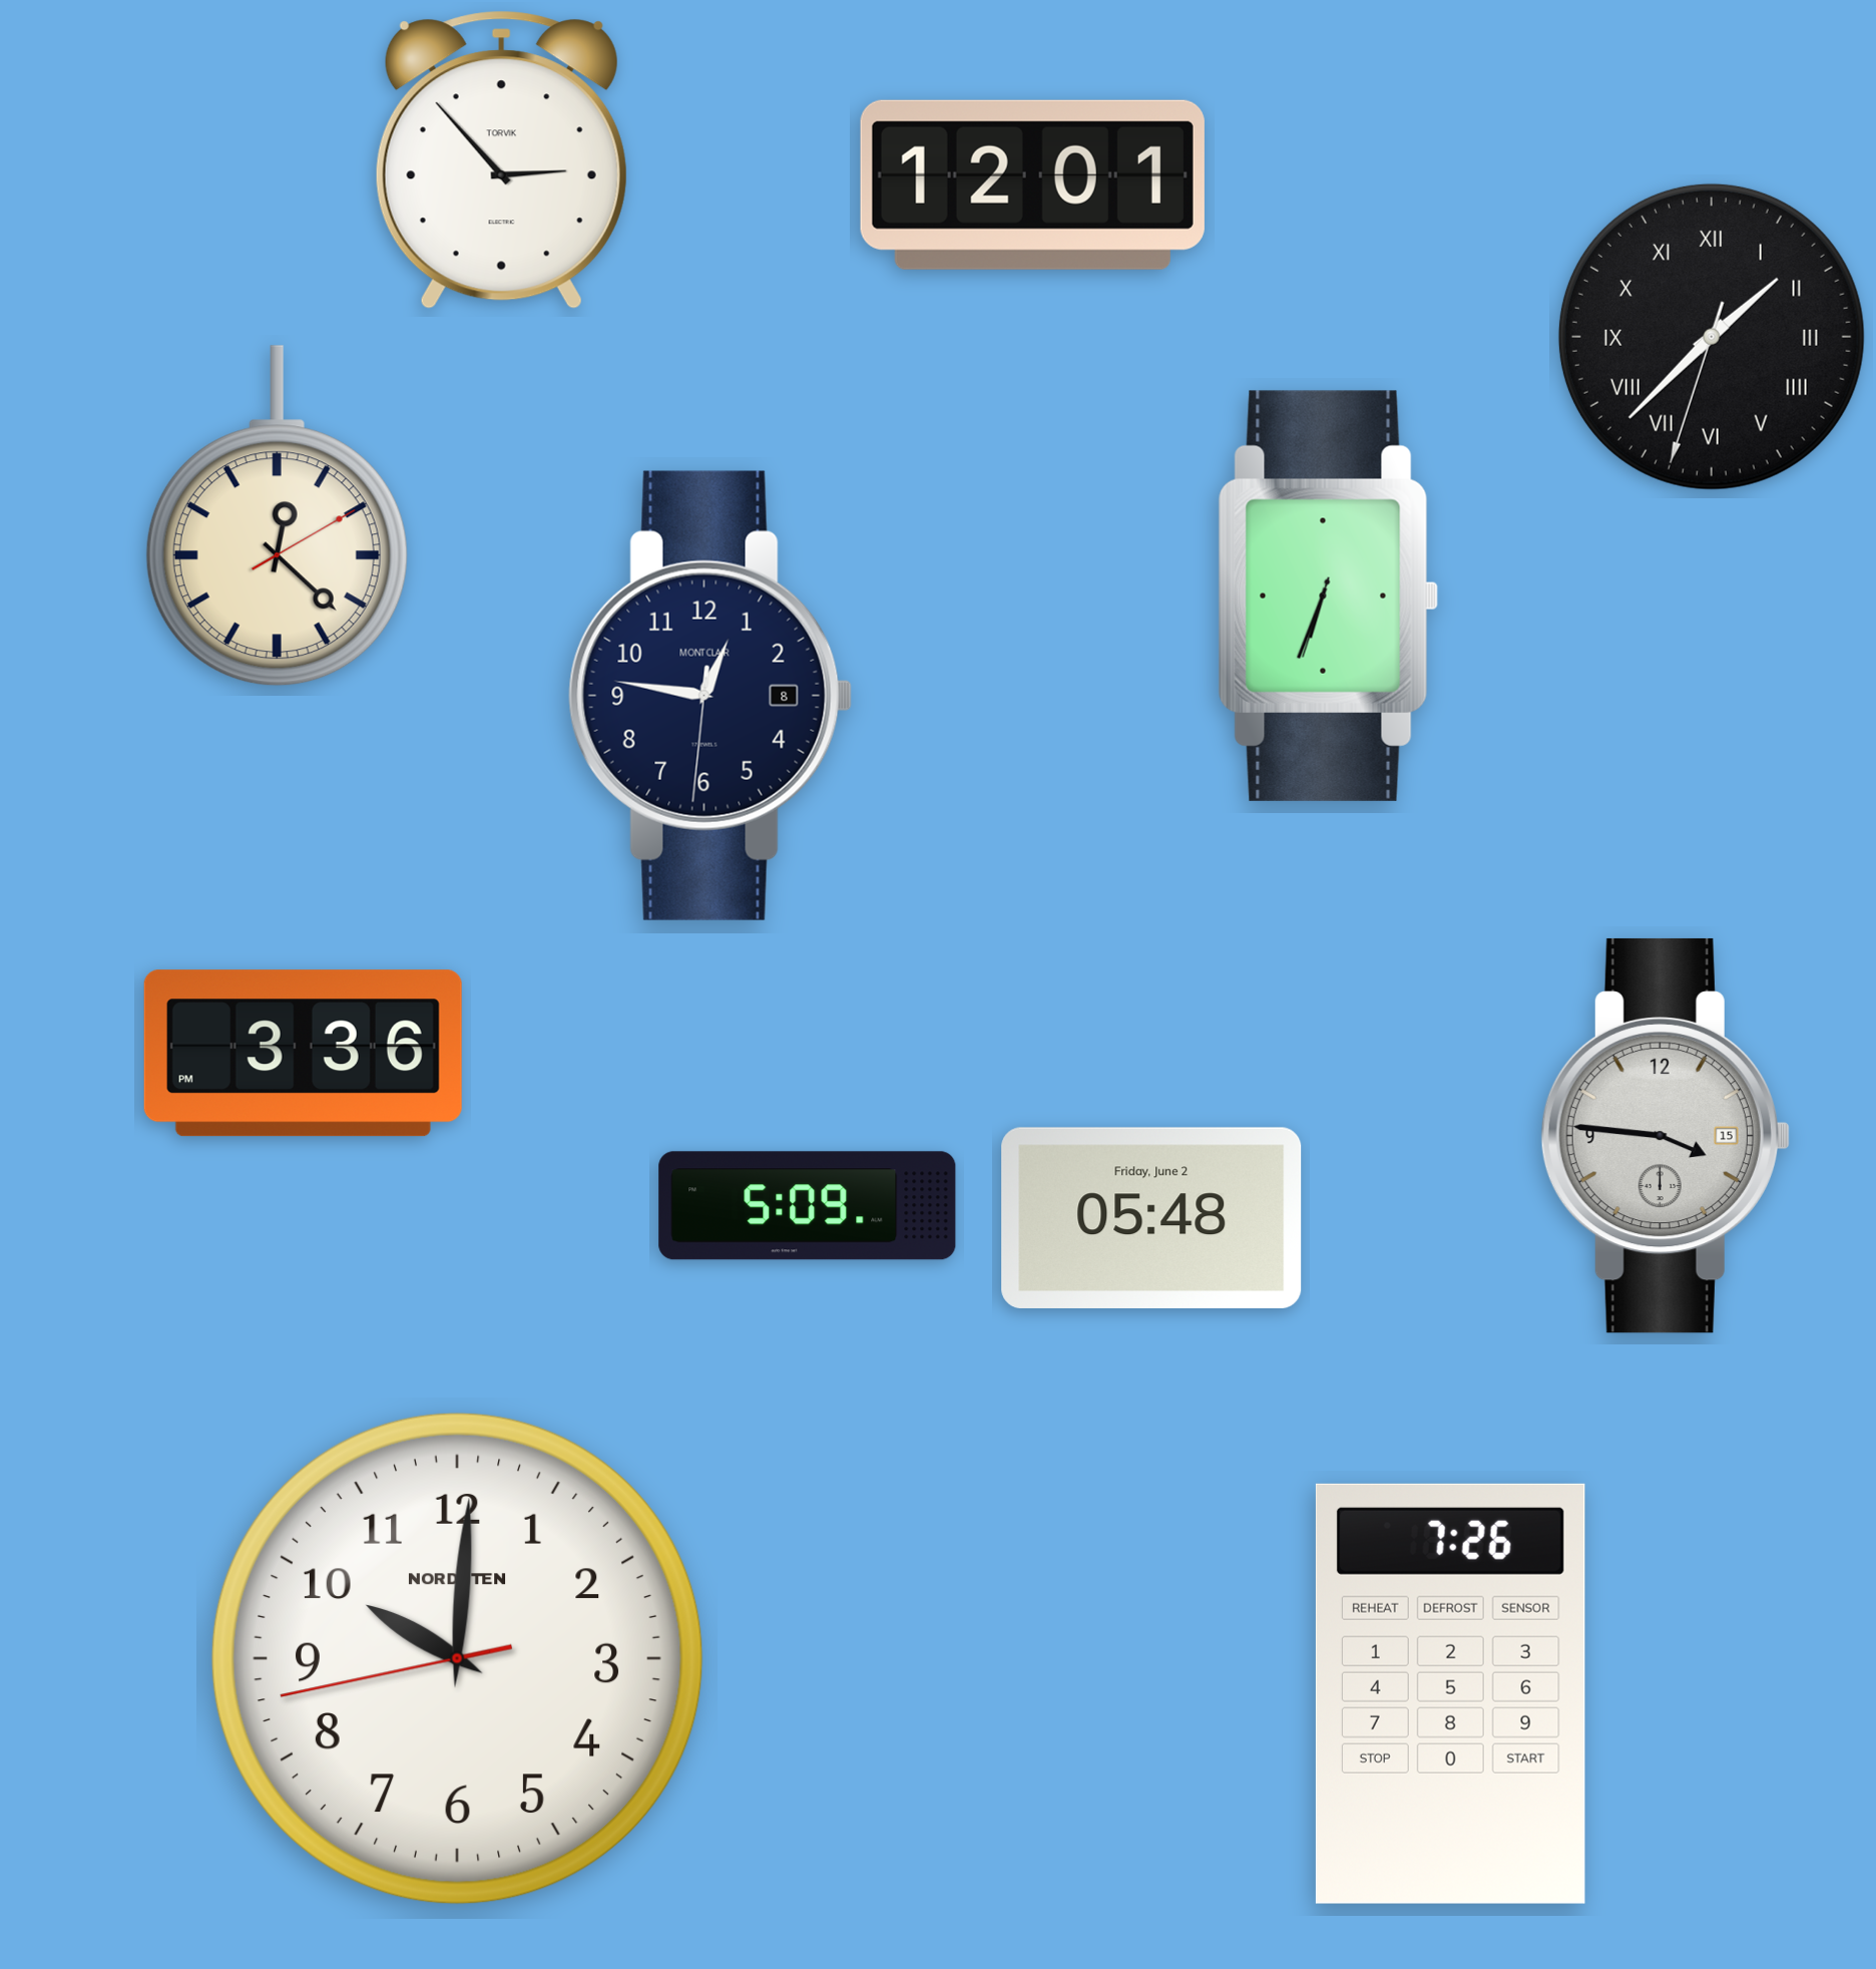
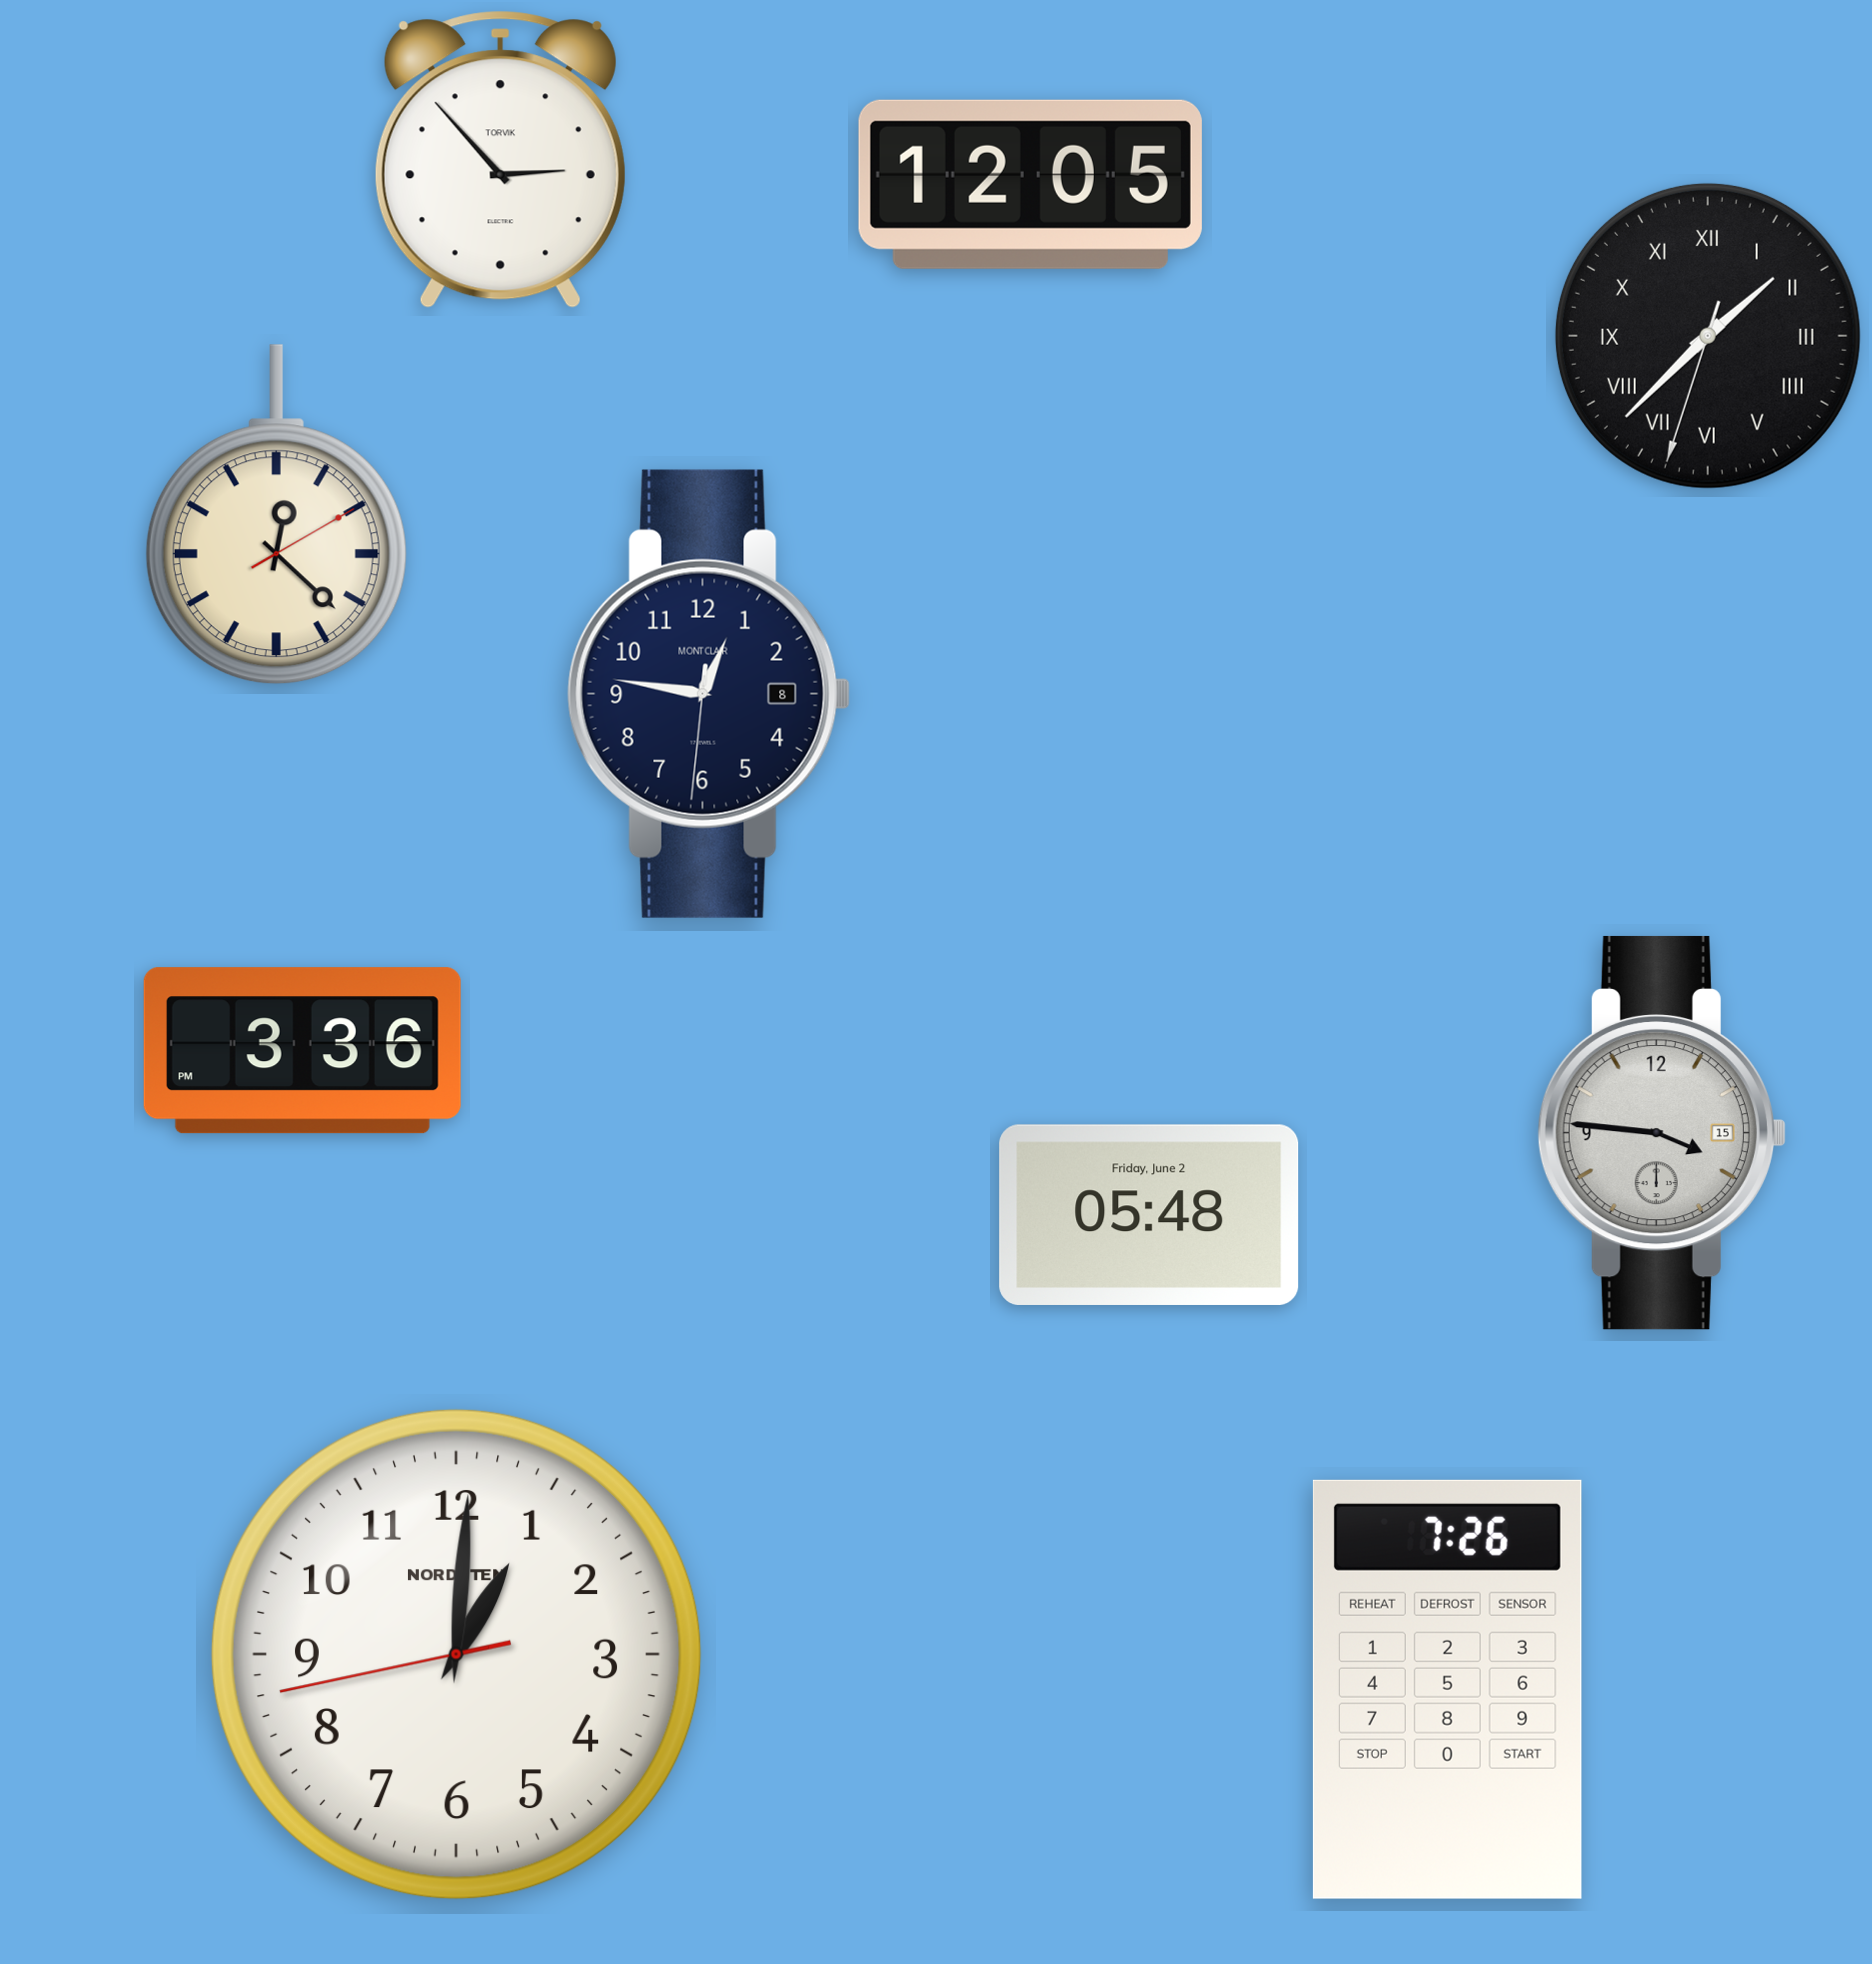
clock at (1032, 184): 12:01 -> 12:05
clock at (1328, 596): 6:33 -> none
clock at (808, 1206): 5:09 -> none
clock at (457, 1658): 10:00 -> 1:00
